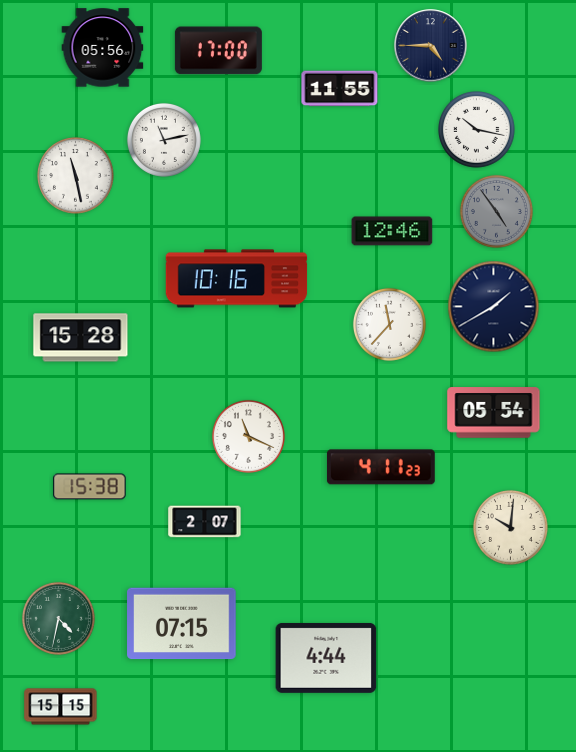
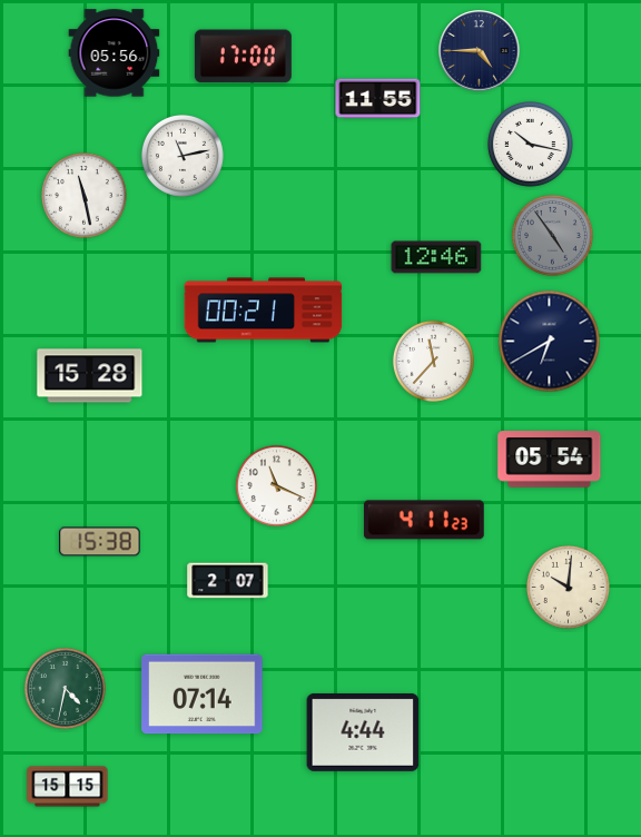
clock at (237, 279): 10:16 -> 00:21
clock at (494, 307): 1:40 -> 6:40
clock at (182, 624): 07:15 -> 07:14
